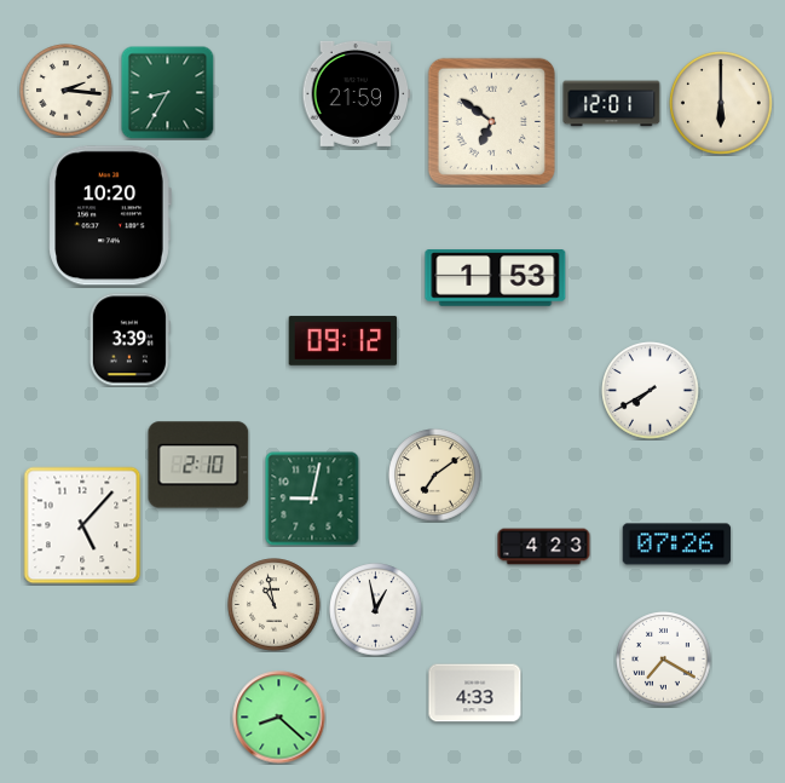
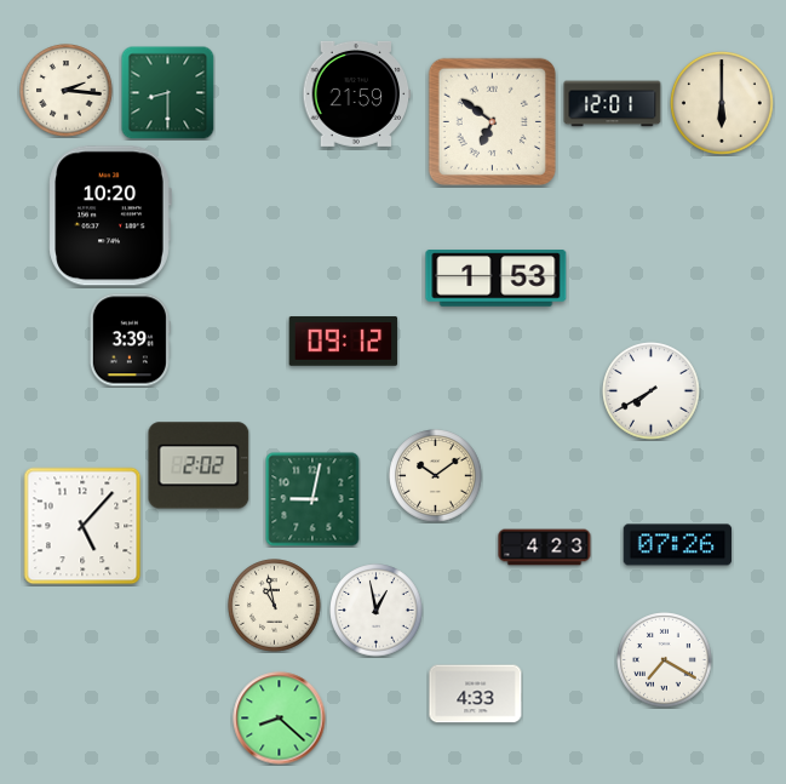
clock at (167, 92): 8:35 -> 8:30
clock at (198, 465): 2:10 -> 2:02
clock at (435, 476): 7:09 -> 10:09
